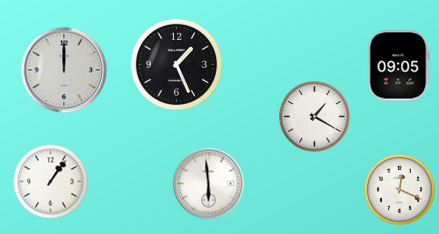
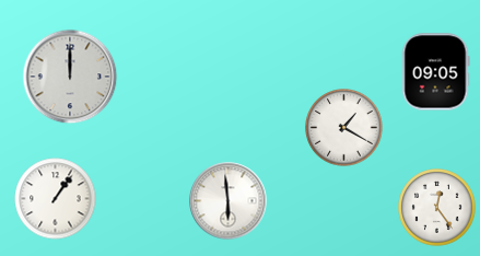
clock at (176, 64): 1:26 -> none
clock at (400, 190): 12:19 -> 12:24
